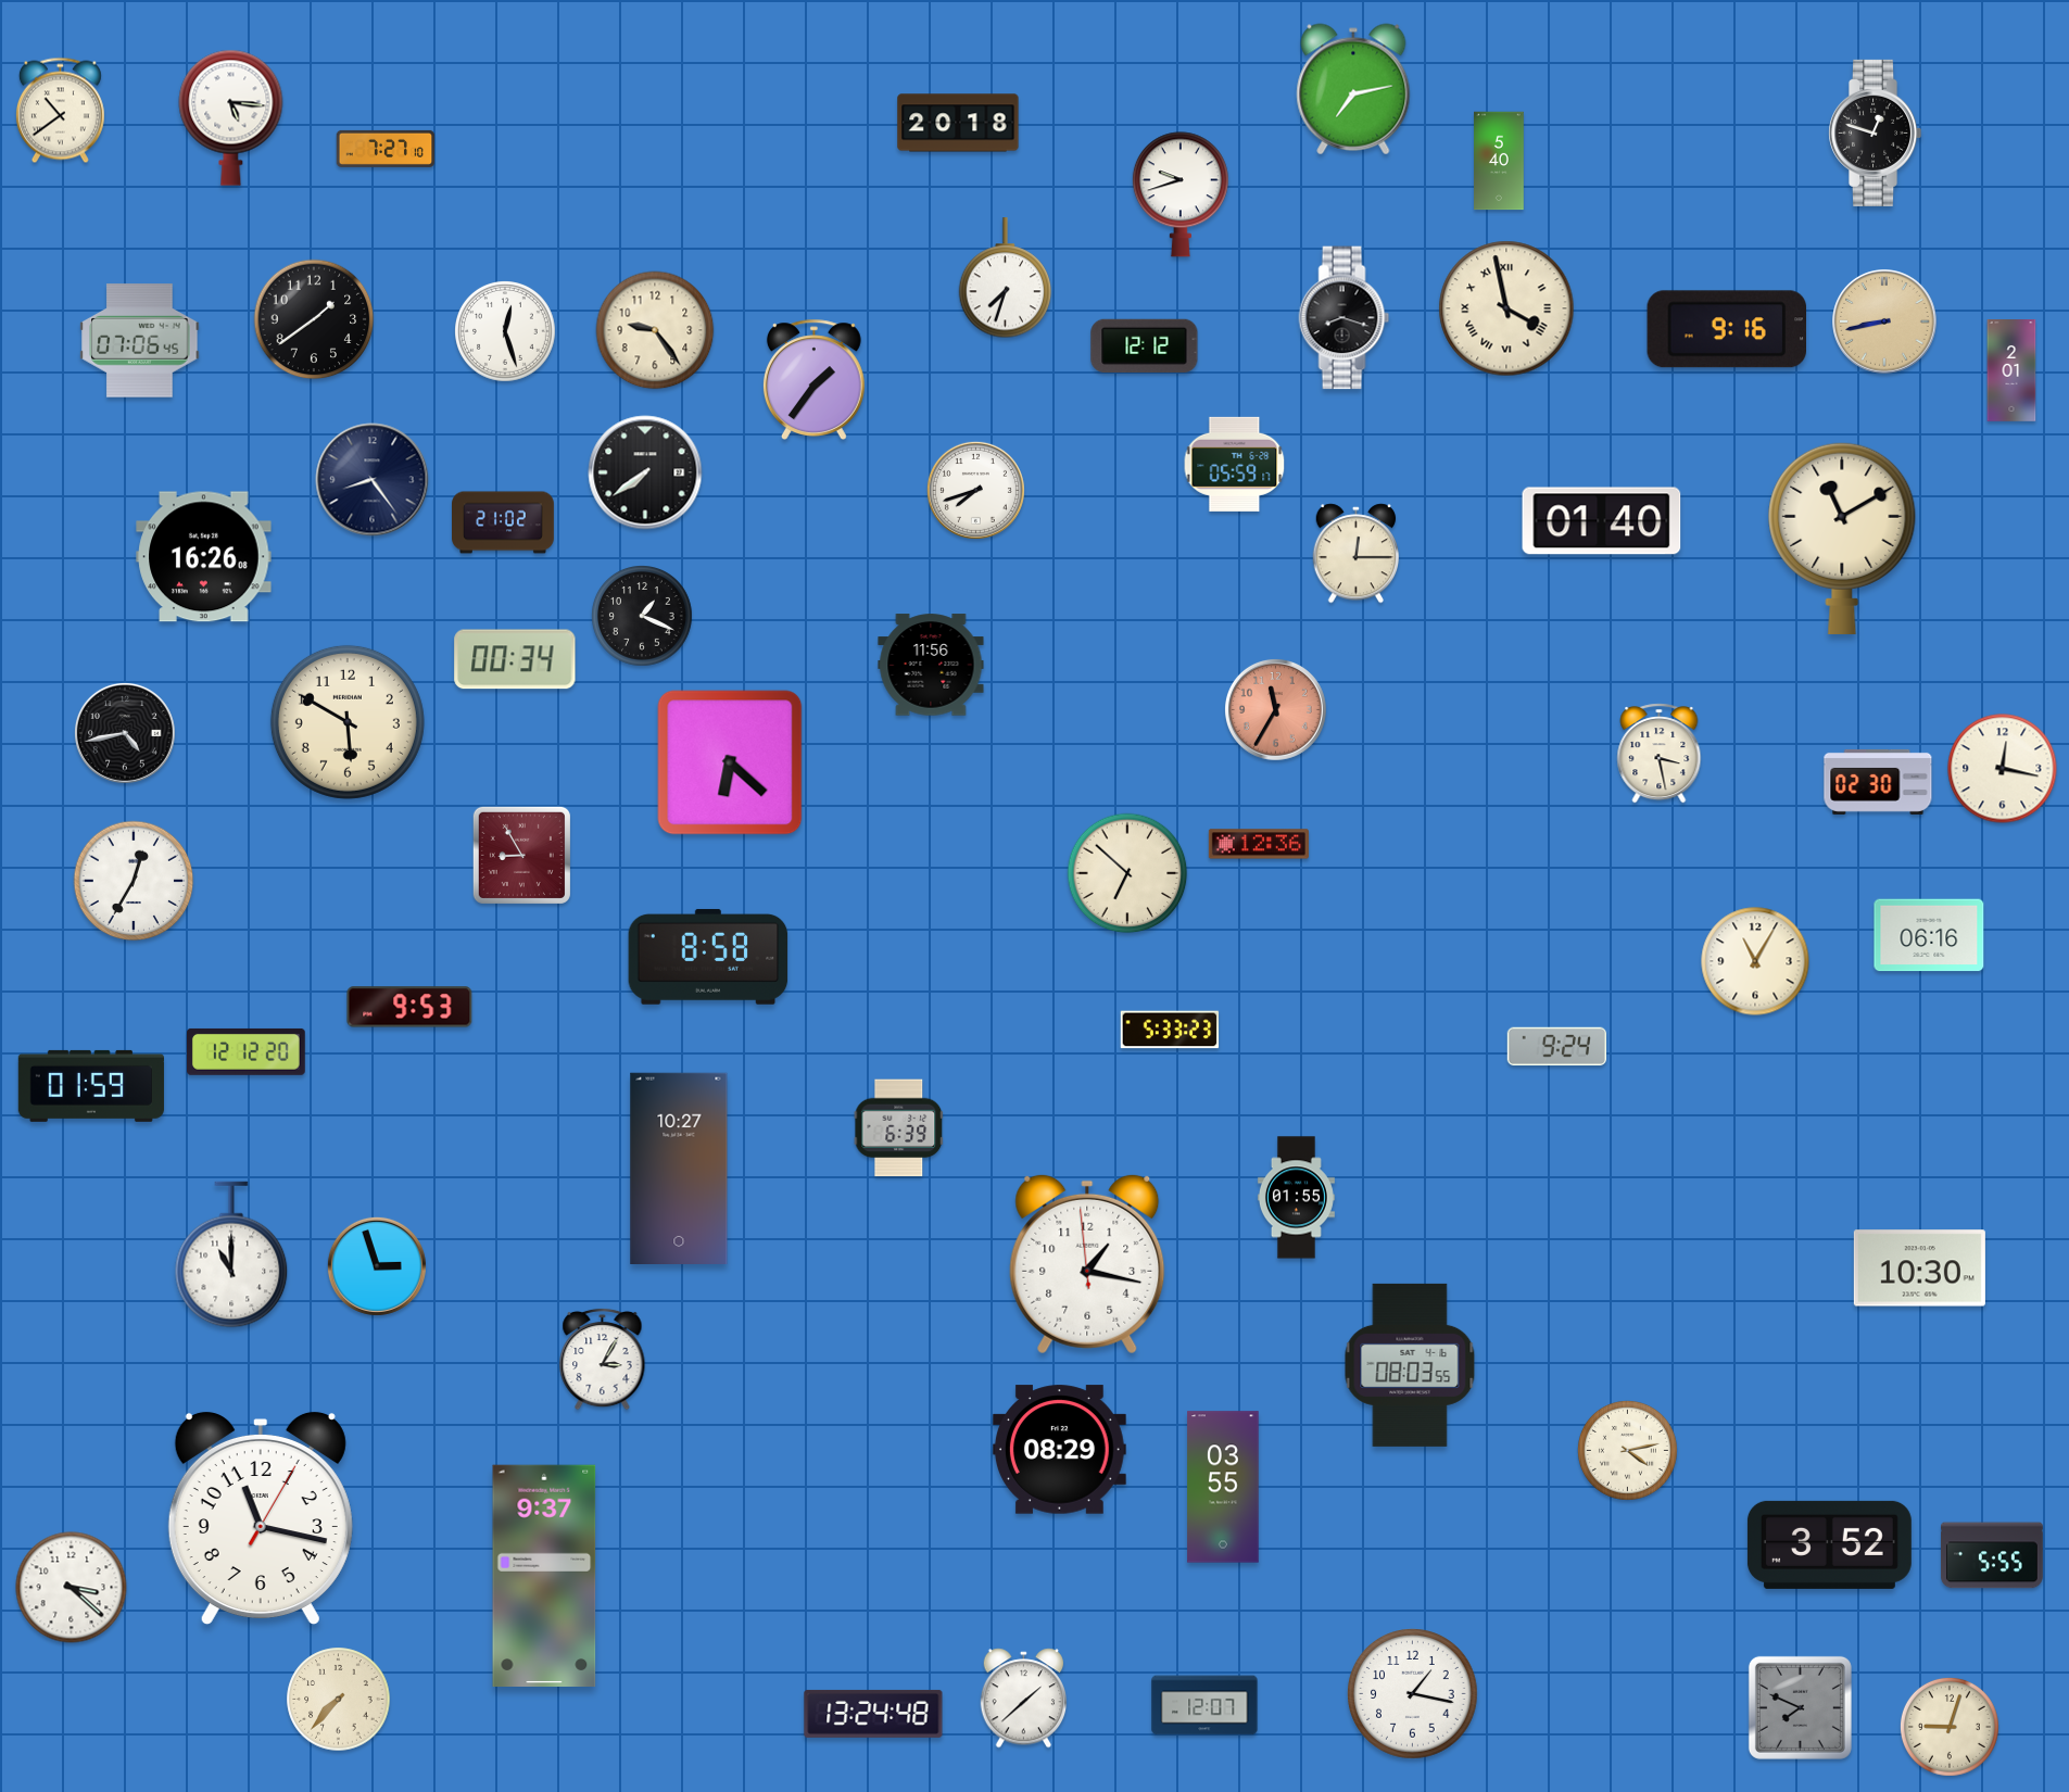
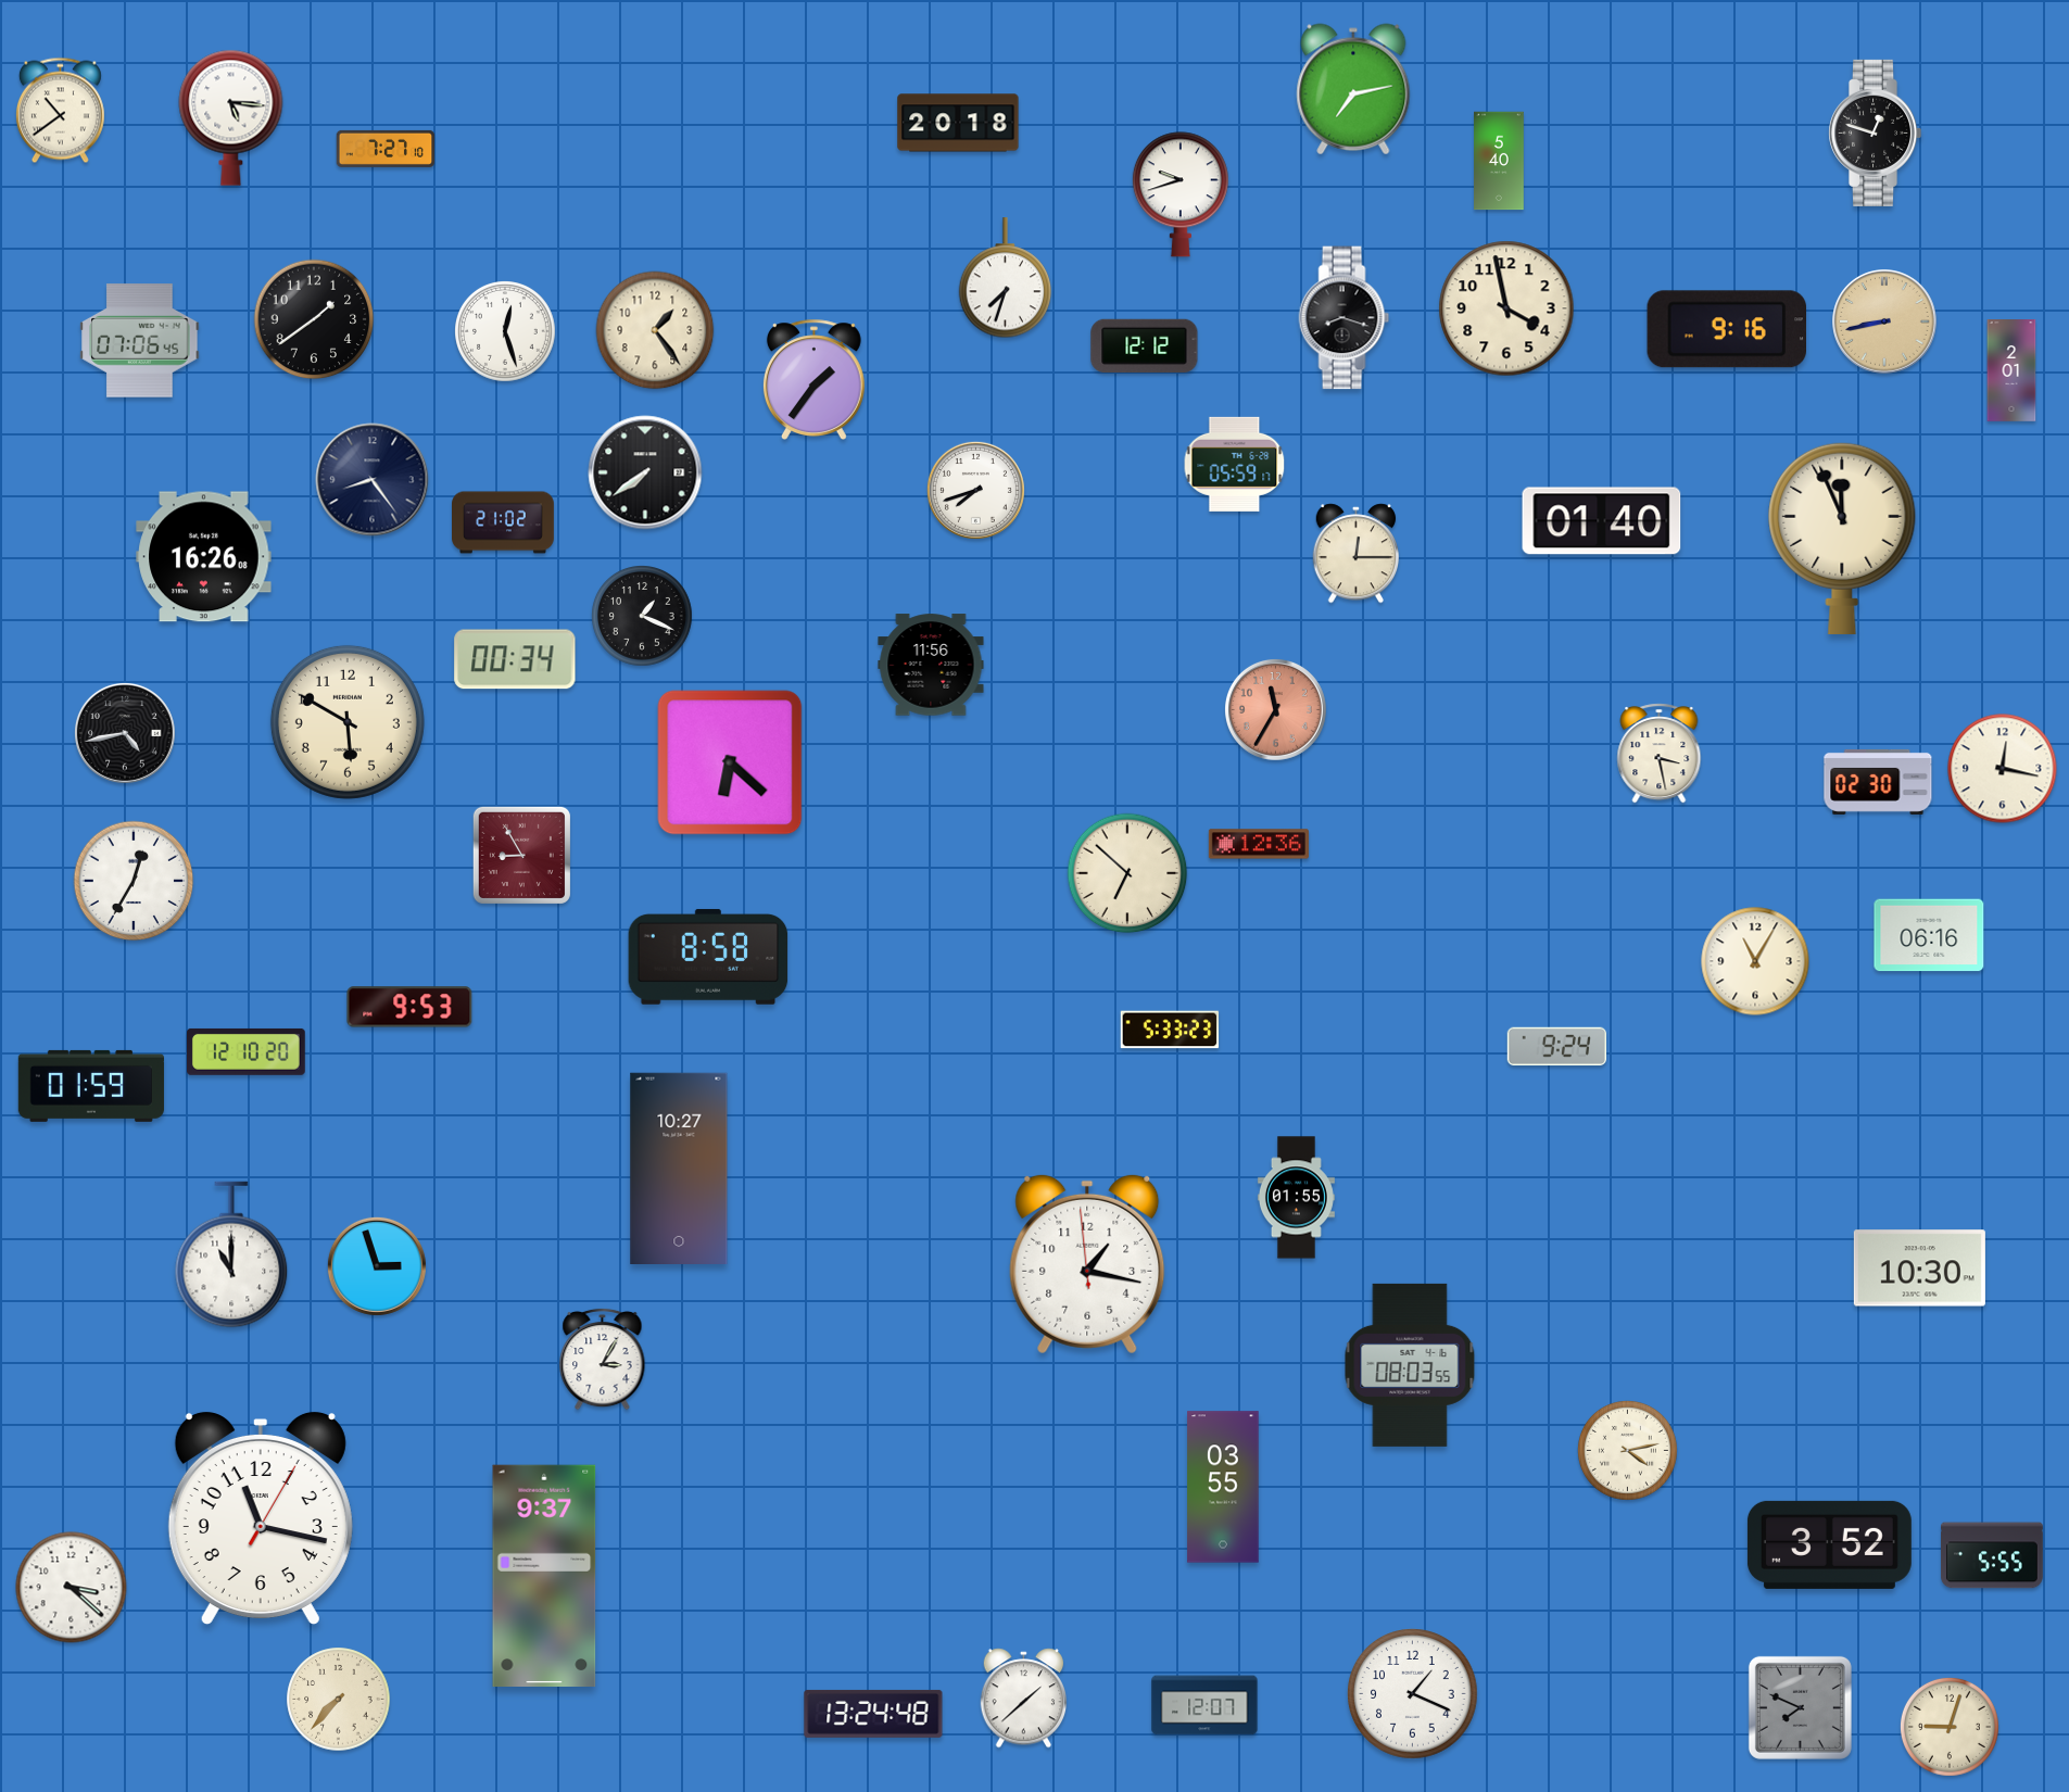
clock at (1506, 308) numerals: Roman -> Arabic
clock at (655, 330): 9:24 -> 1:24
clock at (1842, 538): 11:10 -> 11:56
clock at (247, 1051): 12:12 -> 12:10
clock at (899, 1128): 6:39 -> none
clock at (1059, 1450): 08:29 -> none
clock at (1413, 1694): 1:17 -> 1:19
